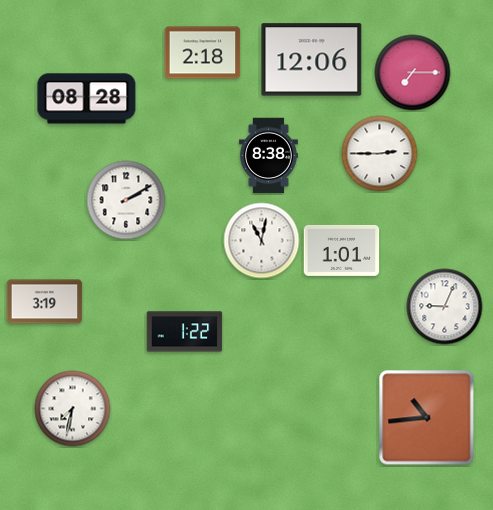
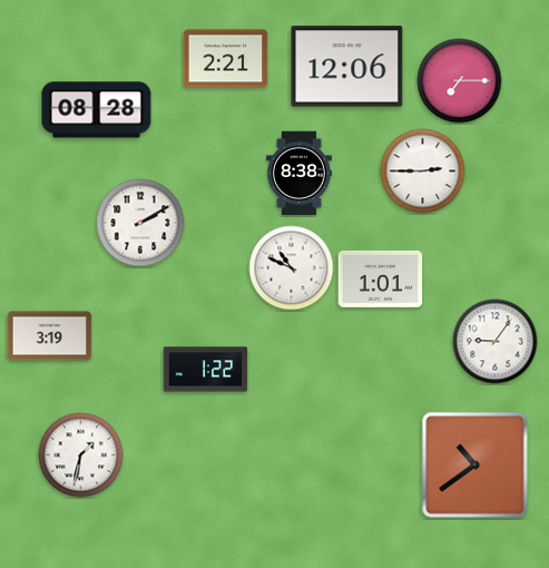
clock at (203, 53): 2:18 -> 2:21
clock at (262, 241): 11:02 -> 10:49
clock at (445, 307): 9:04 -> 9:06
clock at (73, 409): 7:32 -> 1:32
clock at (427, 418): 10:44 -> 10:39
